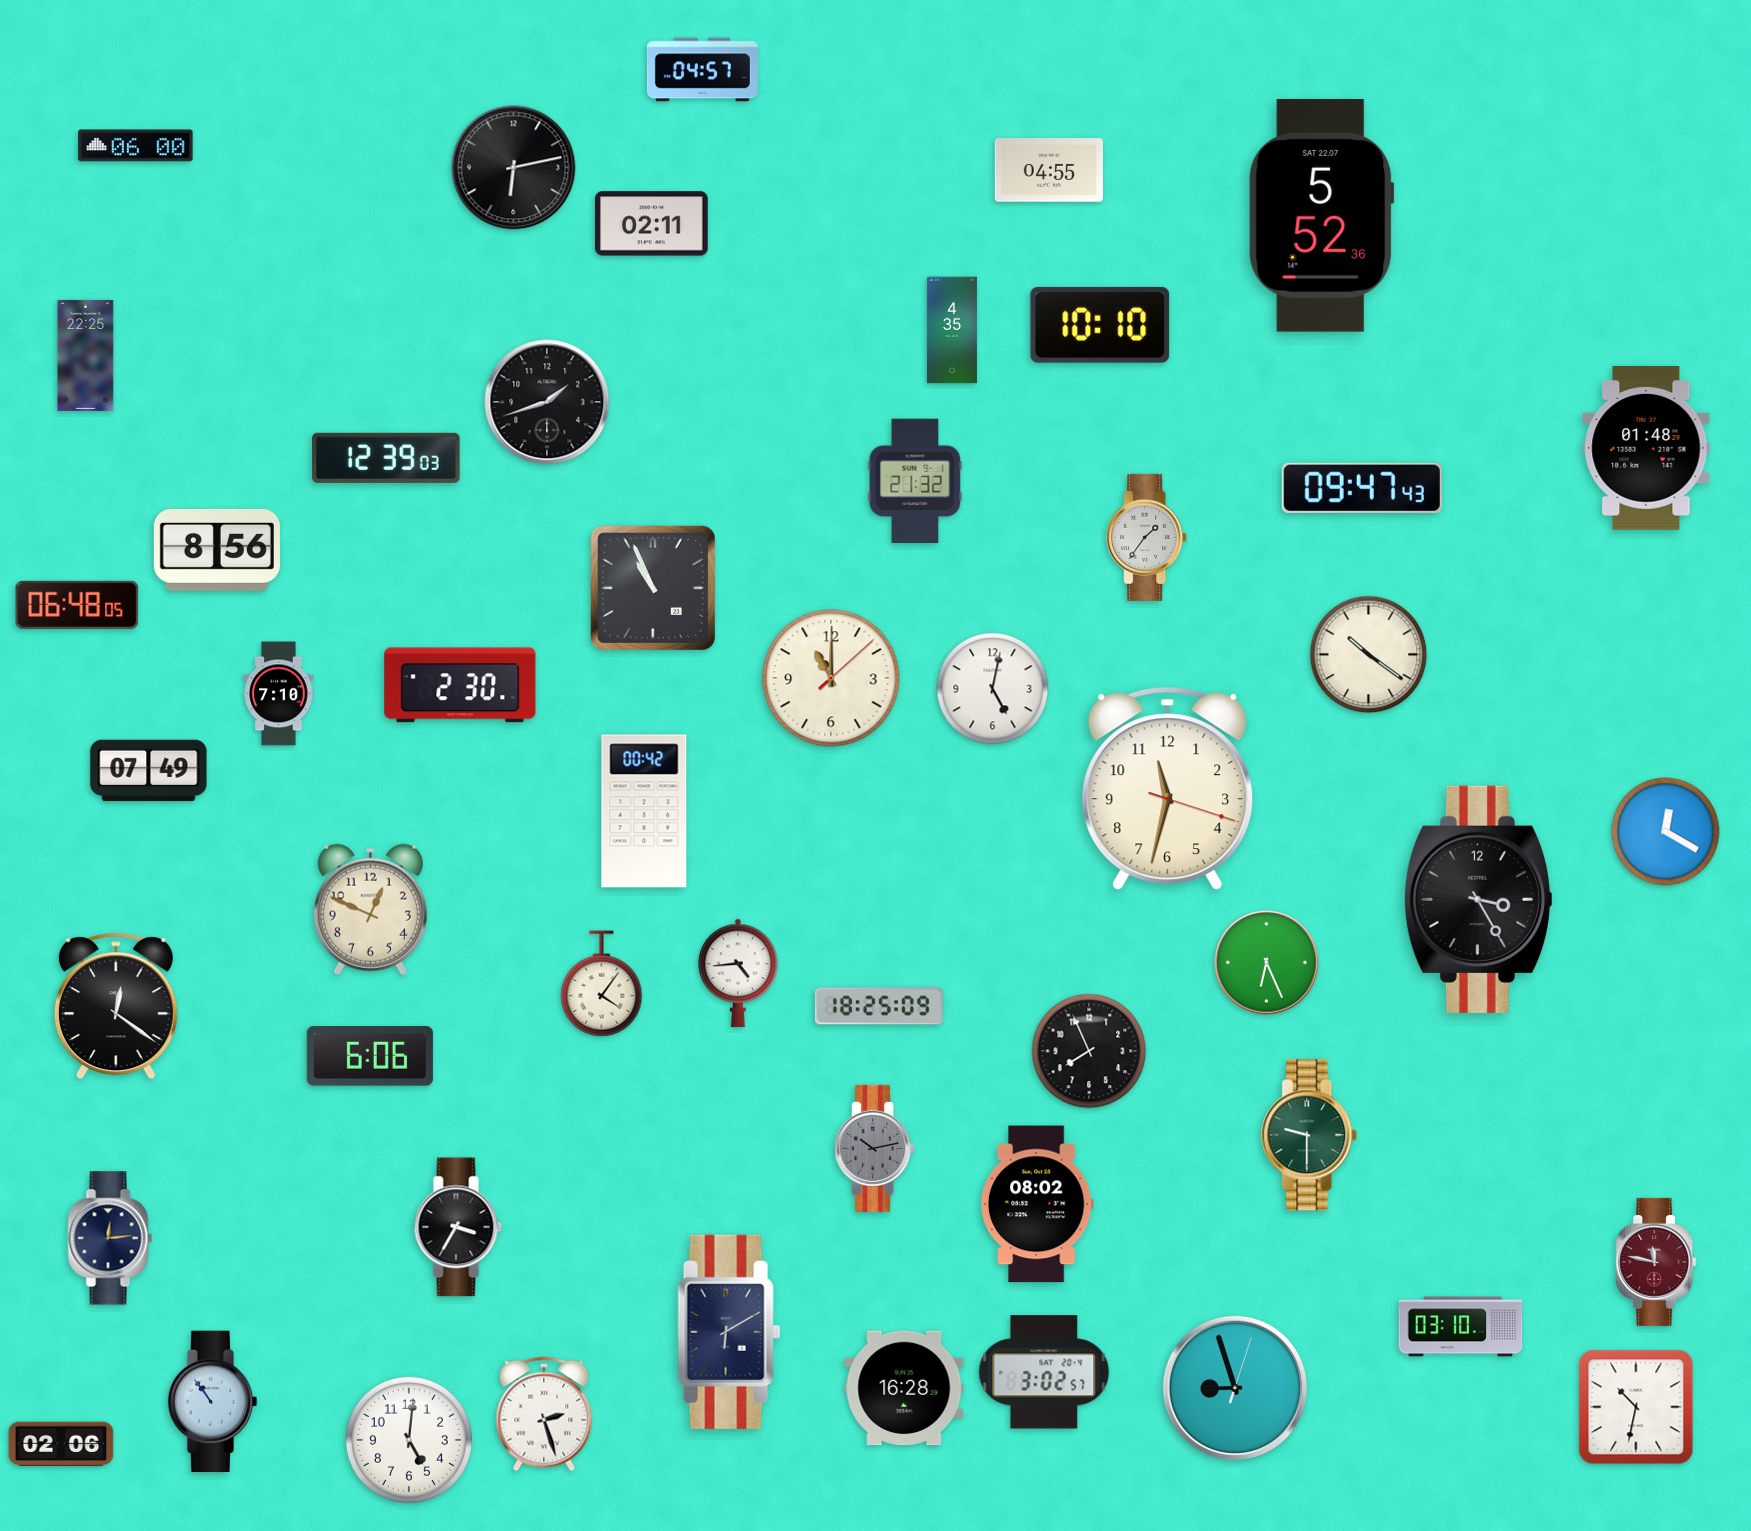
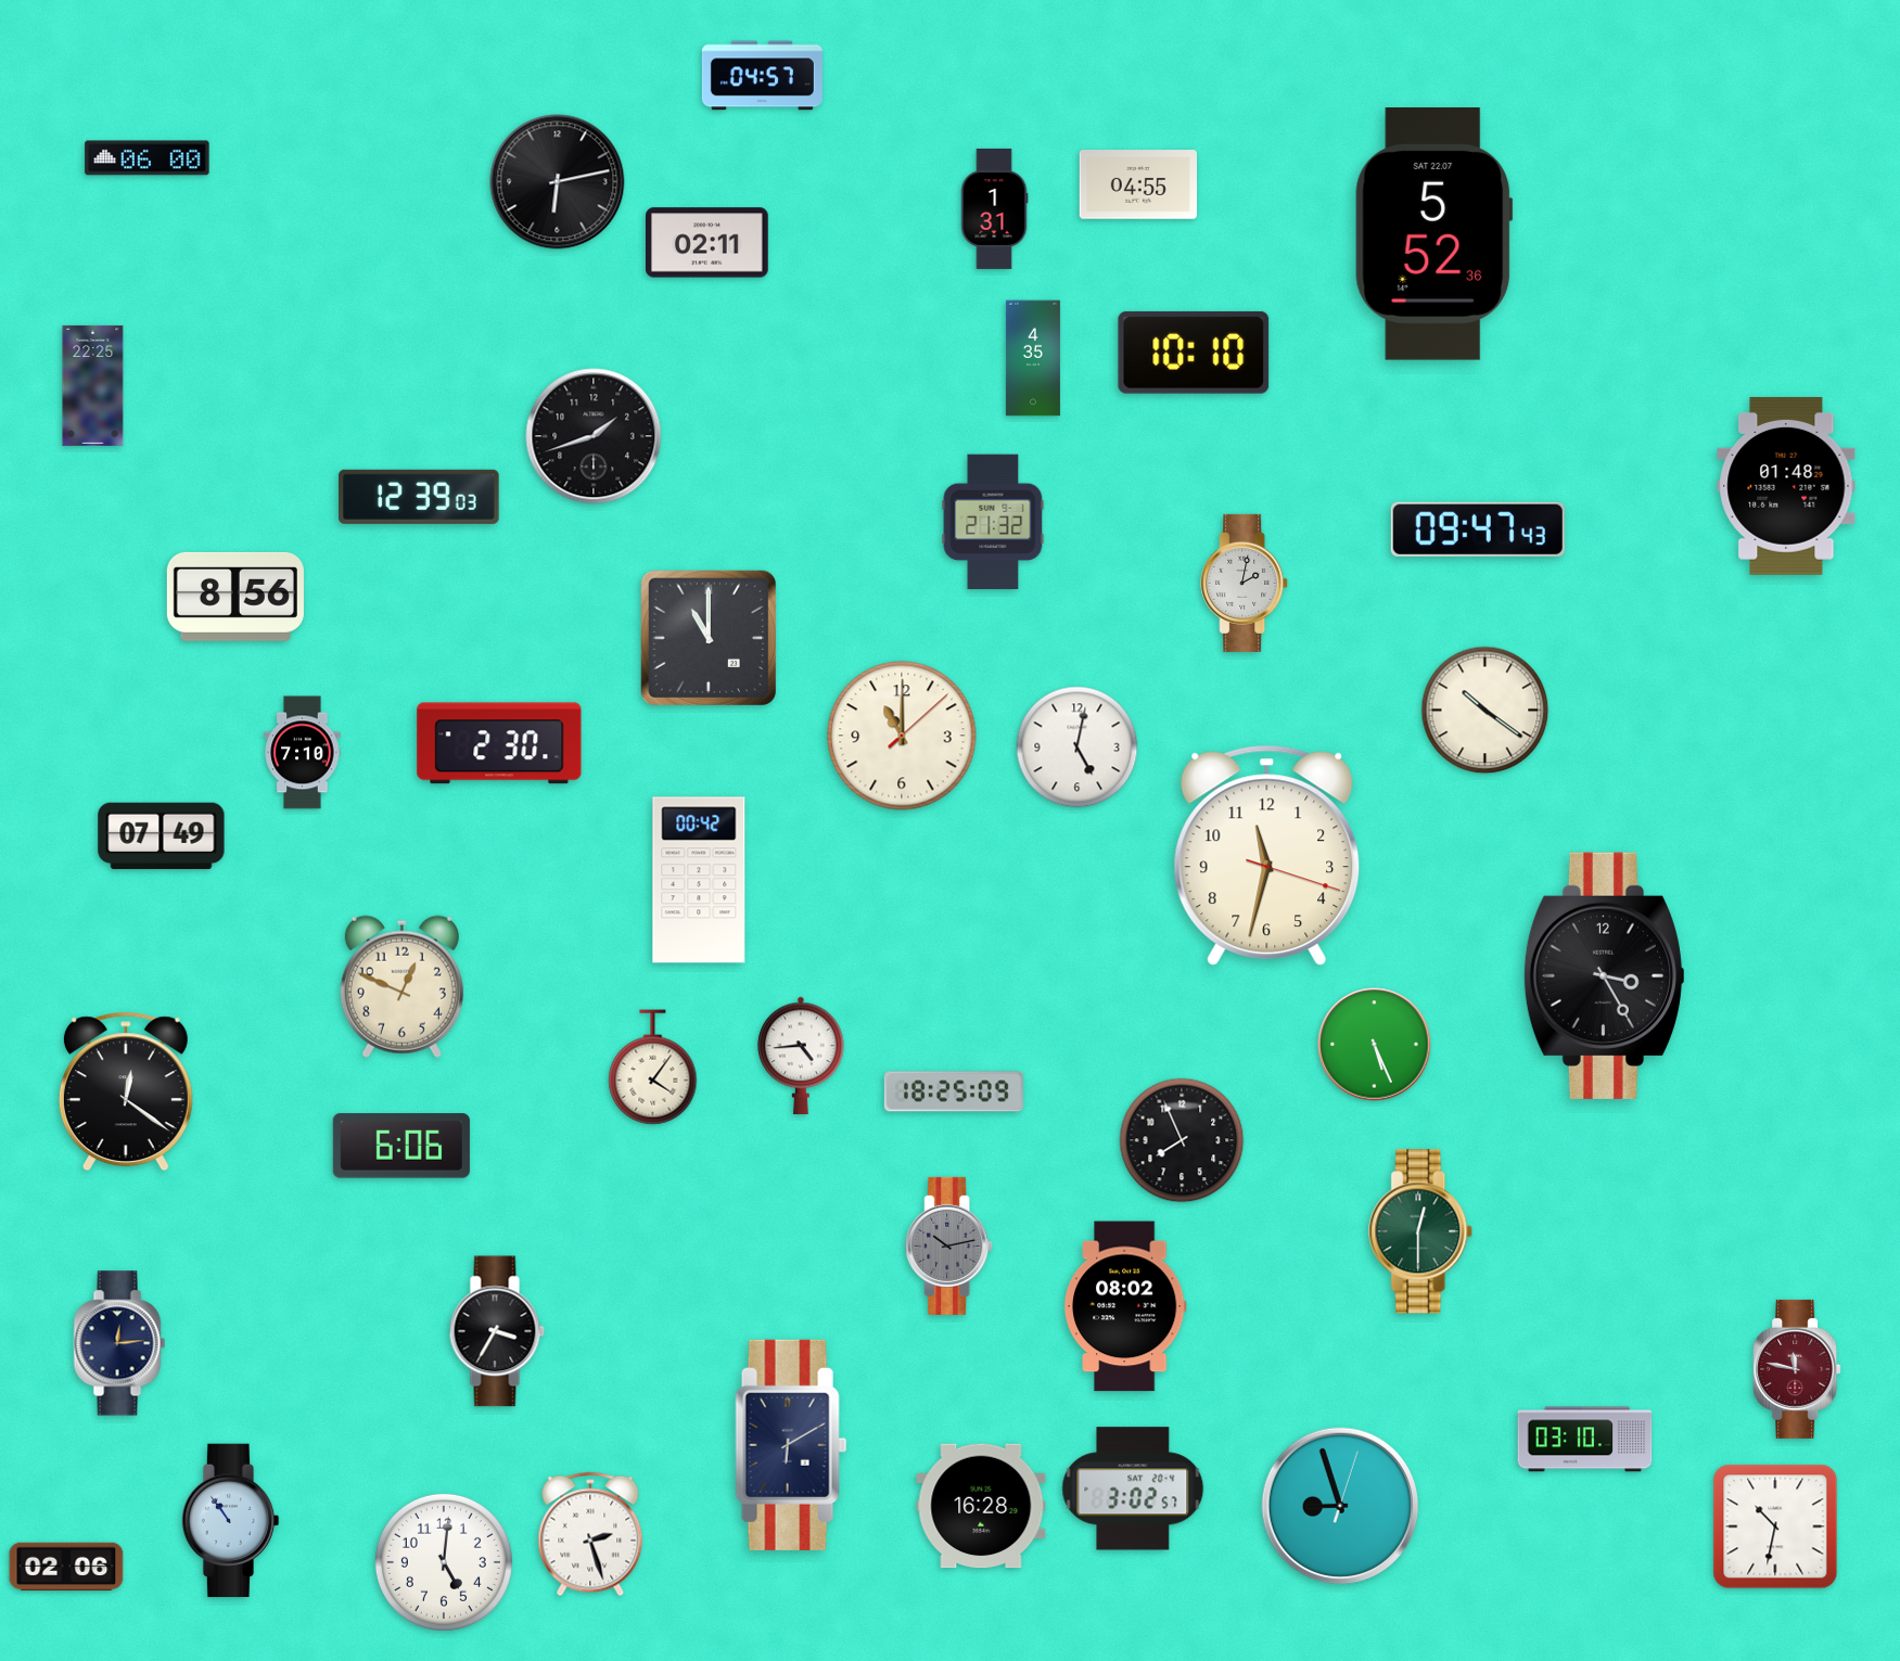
clock at (994, 208): none -> 1:31
clock at (1147, 537): 1:36 -> 2:02
clock at (652, 587): 10:56 -> 11:00
clock at (77, 605): 06:48 -> none
clock at (1666, 832): 12:20 -> none
clock at (1267, 963): 6:26 -> 5:26
clock at (1310, 1135): 9:30 -> 12:30
